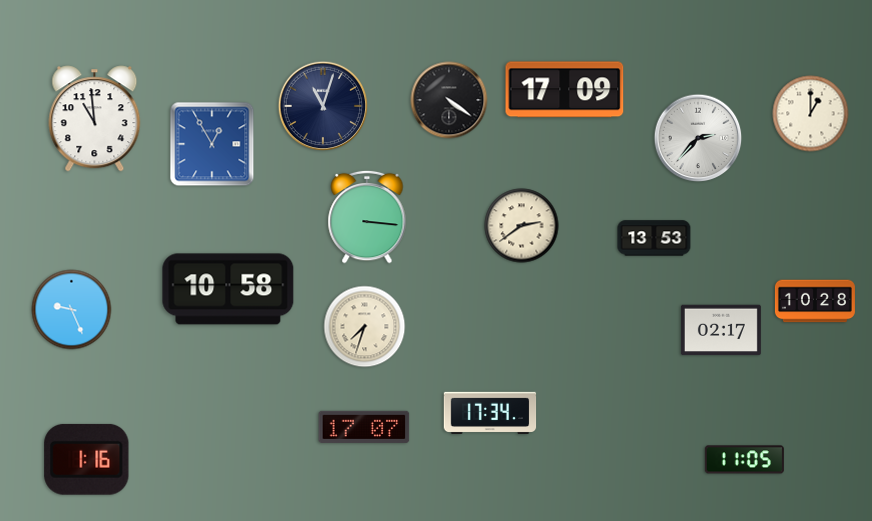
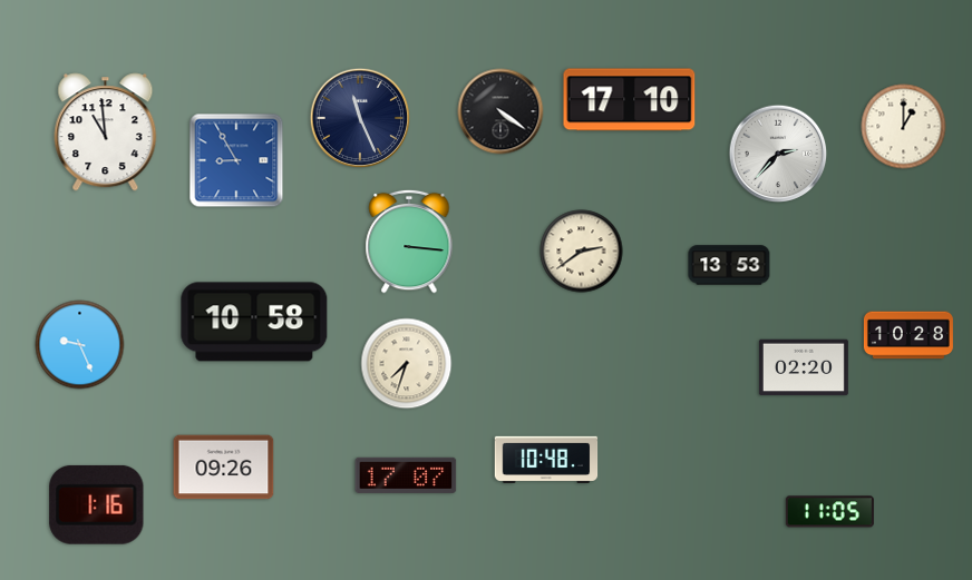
clock at (565, 90): 17:09 -> 17:10
clock at (323, 106): 11:03 -> 11:26
clock at (212, 144): 12:55 -> 8:55
clock at (721, 330): 02:17 -> 02:20
clock at (490, 412): 17:34 -> 10:48
clock at (224, 468): none -> 09:26
clock at (87, 459) position: (87, 459) -> (97, 504)
